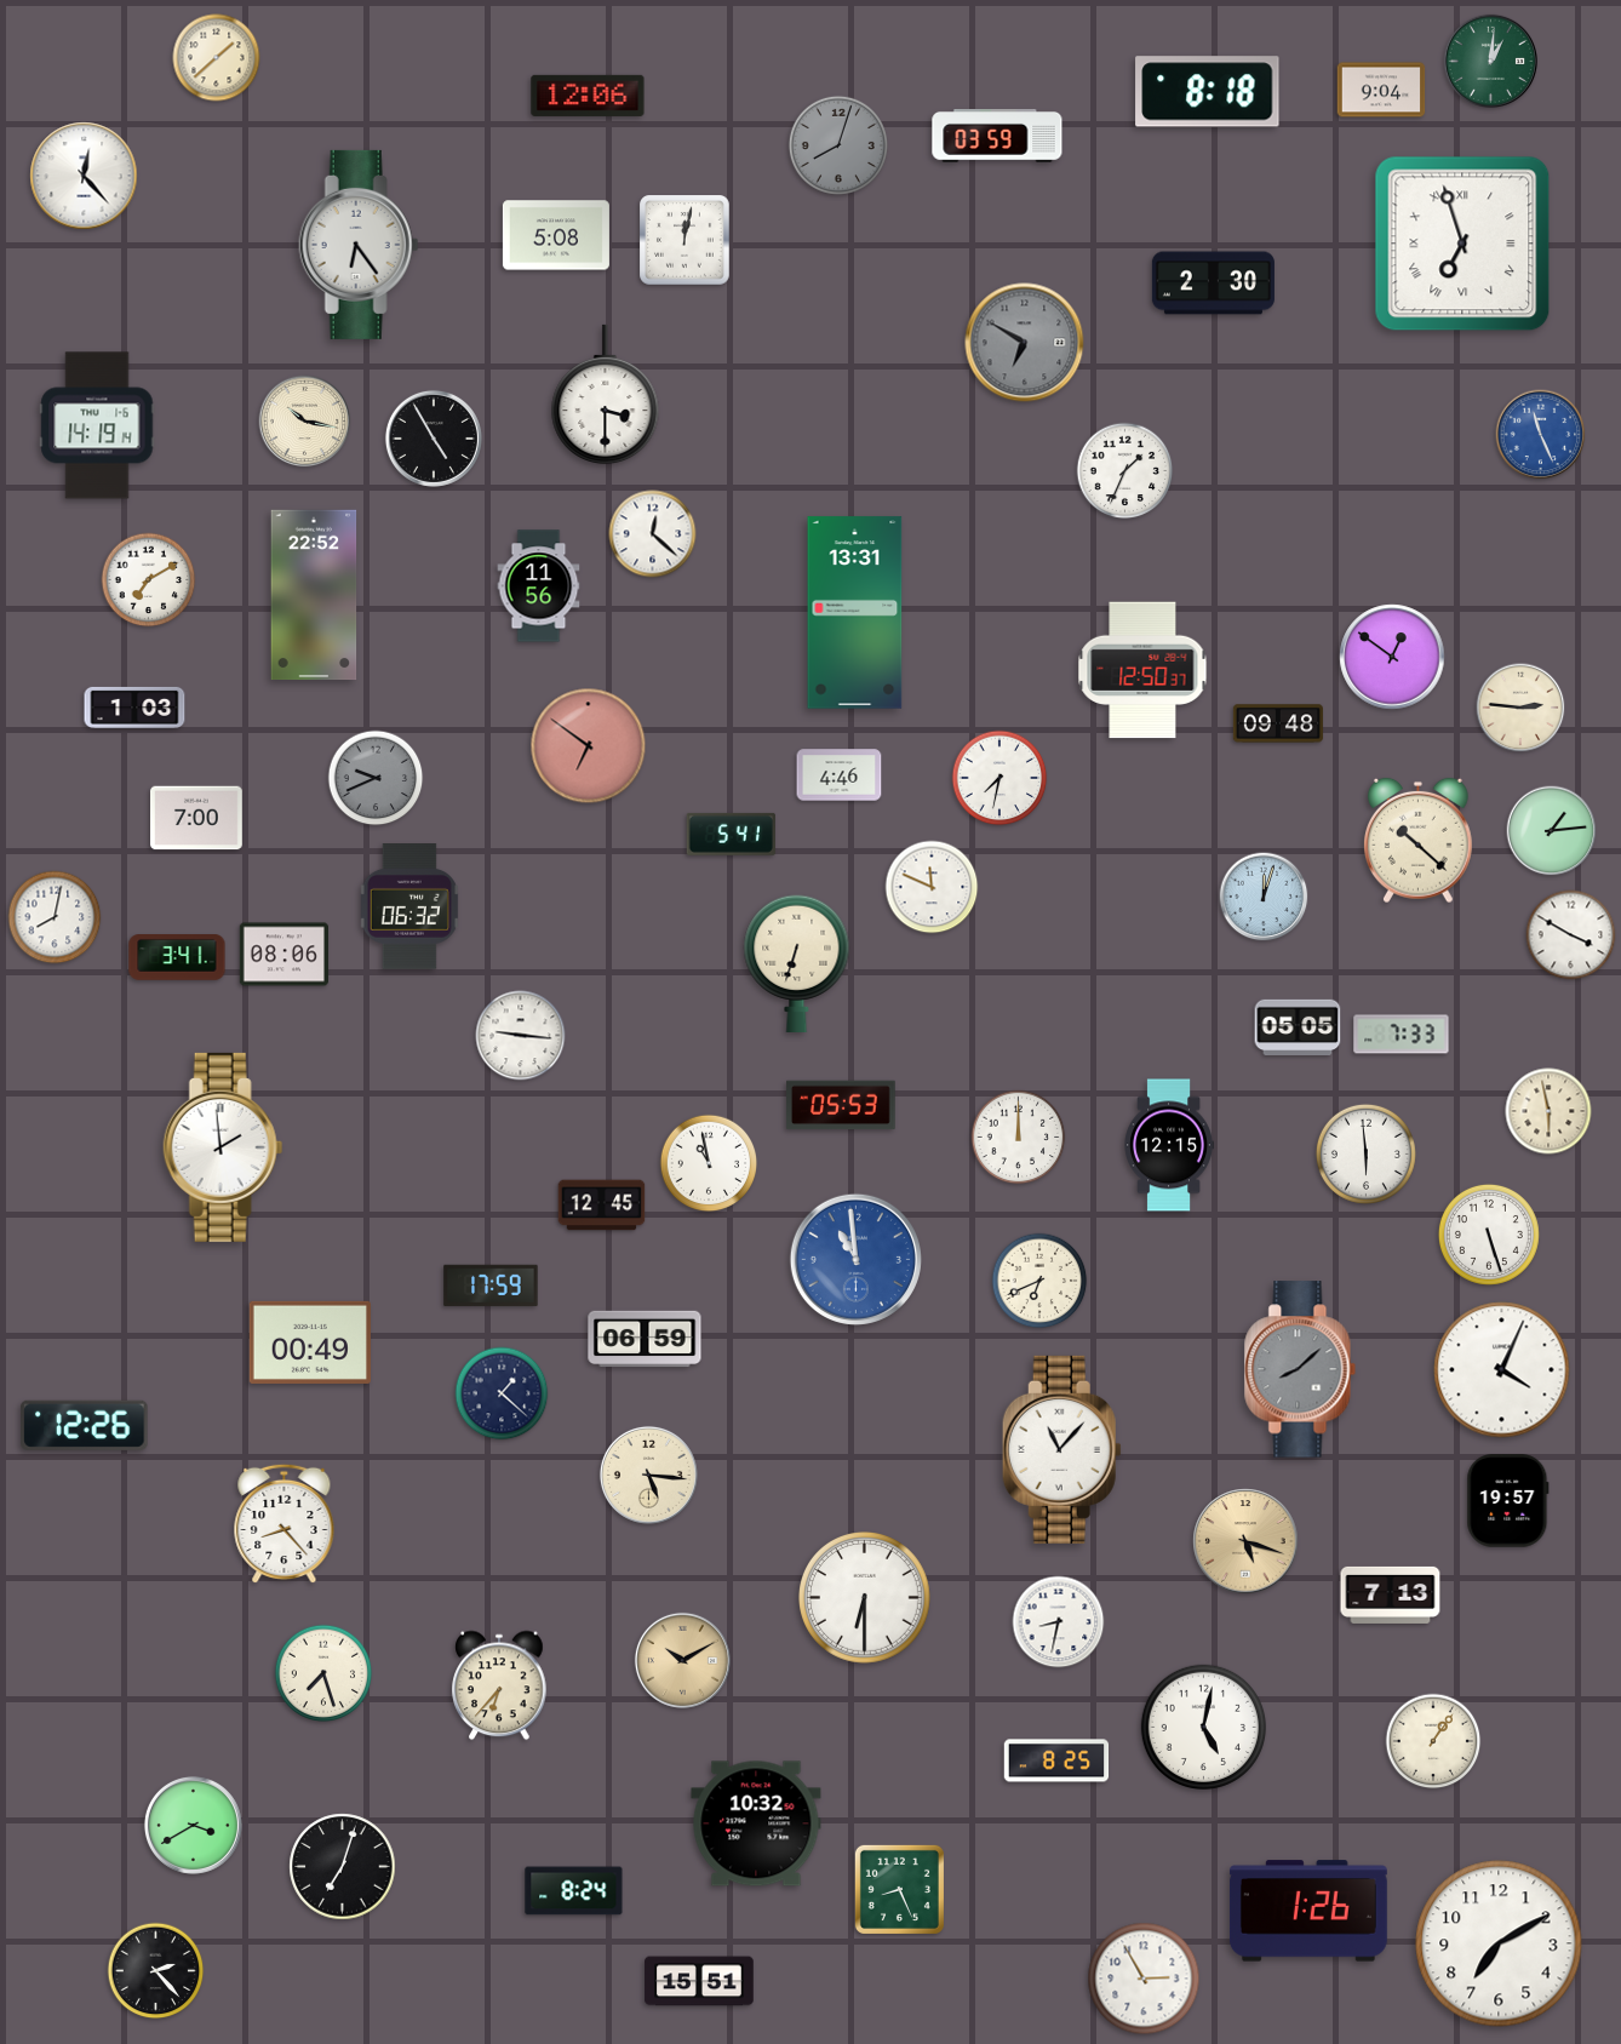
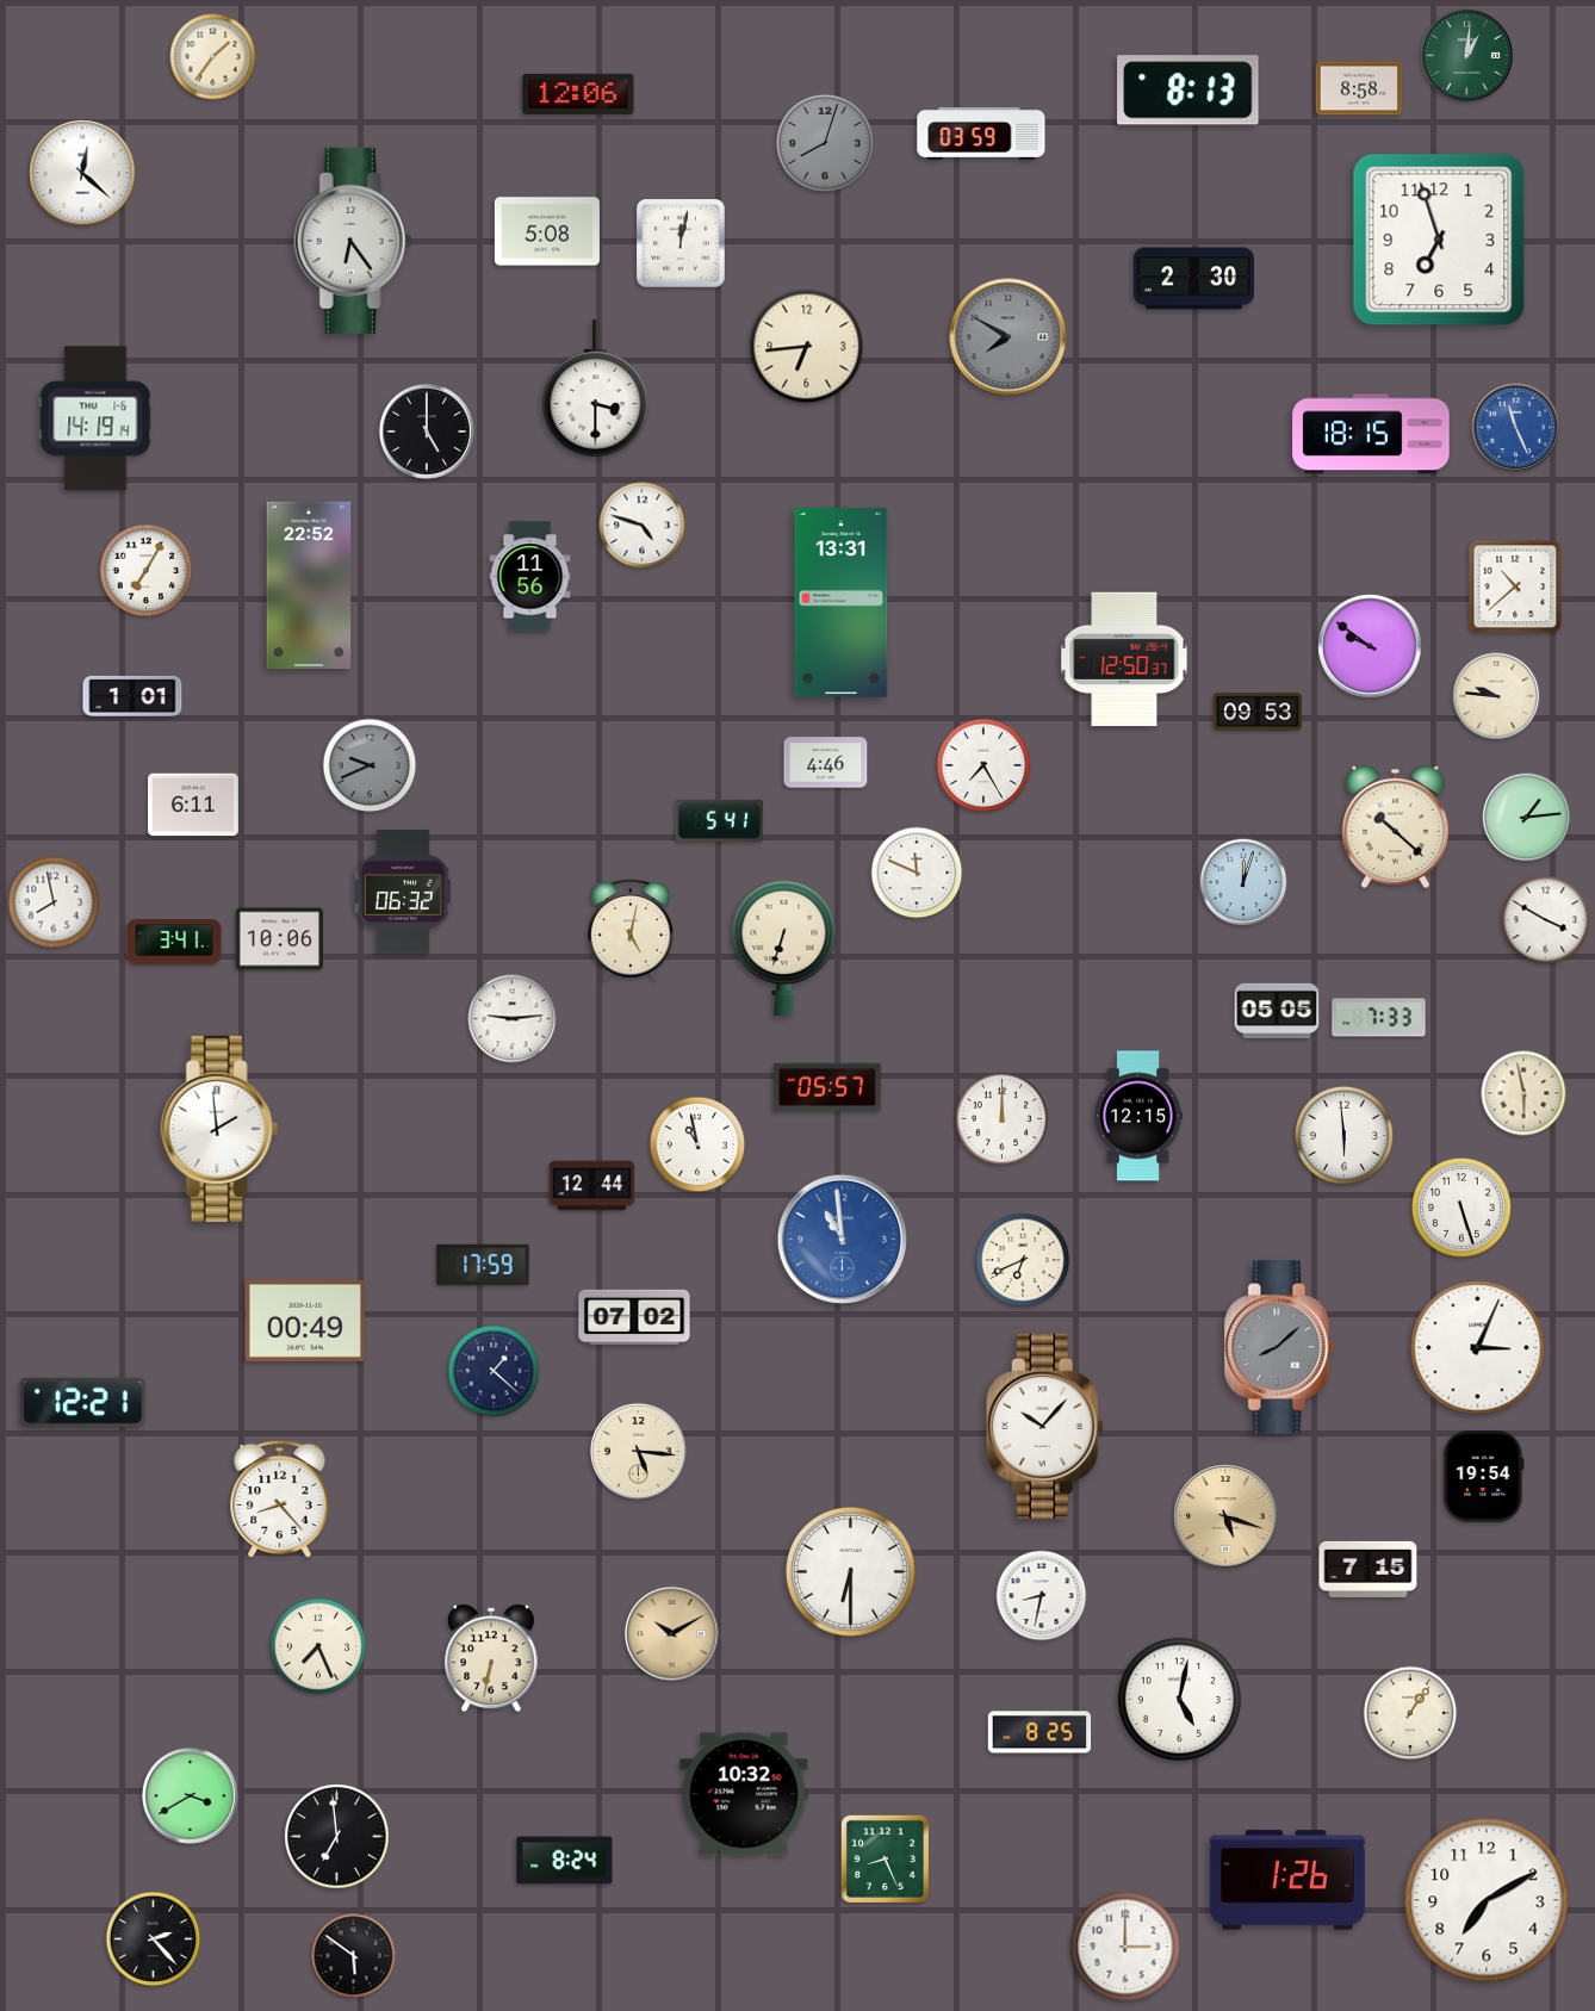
clock at (217, 58): 1:38 -> 1:36
clock at (1490, 61) position: (1490, 61) -> (1466, 55)
clock at (1381, 90): 9:04 -> 8:58
clock at (1208, 92): 8:18 -> 8:13
clock at (84, 176): 12:23 -> 12:22
clock at (686, 241) position: (686, 241) -> (682, 244)
clock at (1462, 244) numerals: Roman -> Arabic
clock at (1025, 343): 6:50 -> 7:50
clock at (807, 347): none -> 6:44
clock at (305, 422): 10:17 -> none
clock at (434, 439): 4:55 -> 5:00
clock at (1371, 434): none -> 18:15
clock at (1125, 471): 1:34 -> none
clock at (653, 534): 12:22 -> 4:48
clock at (149, 580): 7:10 -> 7:05
clock at (1515, 586): none -> 10:38
clock at (1392, 657): 12:51 -> 9:51
clock at (134, 708): 1:03 -> 1:01
clock at (1520, 708): 2:46 -> 9:46
clock at (1278, 723): 09:48 -> 09:53
clock at (589, 746): 6:51 -> none
clock at (999, 778): 7:32 -> 7:25
clock at (197, 818): 7:00 -> 6:11
clock at (55, 917): 8:02 -> 7:58
clock at (631, 930): none -> 5:02
clock at (283, 955): 08:06 -> 10:06
clock at (521, 1036): 9:16 -> 9:14
clock at (841, 1105): 05:53 -> 05:57
clock at (1169, 1145) position: (1169, 1145) -> (1138, 1116)
clock at (602, 1206): 12:45 -> 12:44
clock at (1489, 1235) position: (1489, 1235) -> (1461, 1208)
clock at (645, 1339): 06:59 -> 07:02
clock at (1502, 1370): 4:04 -> 3:04
clock at (85, 1425): 12:26 -> 12:21
clock at (1061, 1449): 11:07 -> 10:07
clock at (1508, 1501): 19:57 -> 19:54
clock at (1391, 1594): 7:13 -> 7:15
clock at (323, 1673): 7:27 -> 7:26
clock at (499, 1685): 6:37 -> 6:32
clock at (1203, 1727) position: (1203, 1727) -> (1179, 1699)
clock at (343, 1867): 7:03 -> 6:59
clock at (1499, 1943) position: (1499, 1943) -> (1487, 1900)
clock at (1144, 1979): 2:55 -> 3:00
clock at (699, 1981): 15:51 -> none
clock at (354, 1956): none -> 5:51
